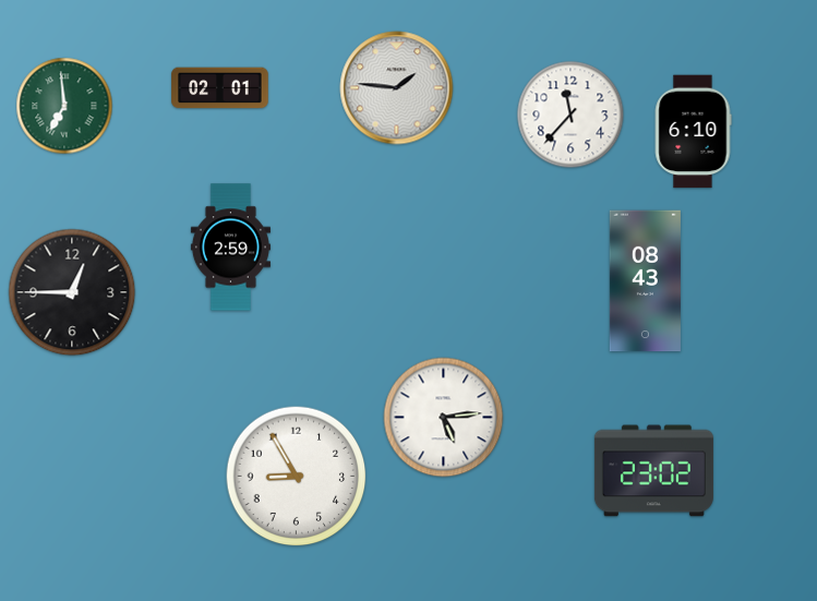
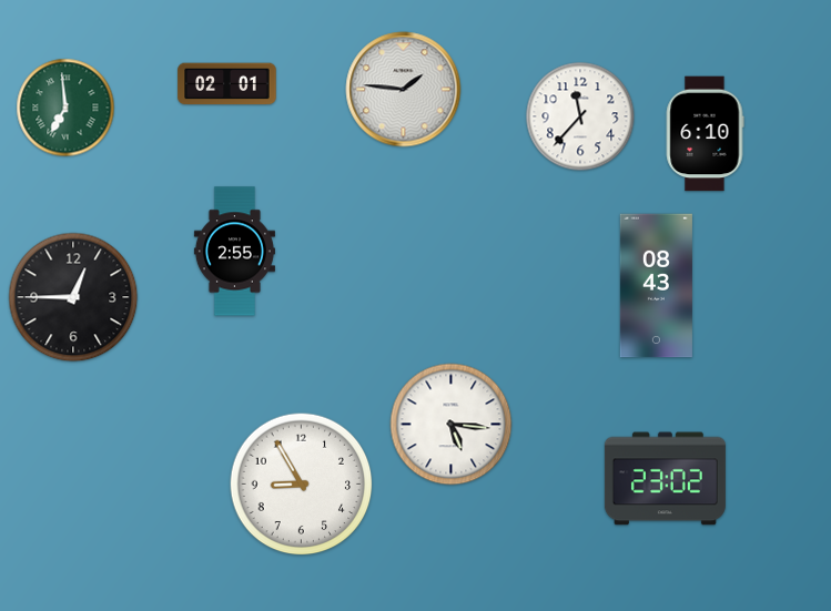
clock at (220, 88) position: (220, 88) -> (227, 84)
clock at (230, 248): 2:59 -> 2:55
clock at (444, 418): 5:14 -> 5:16
